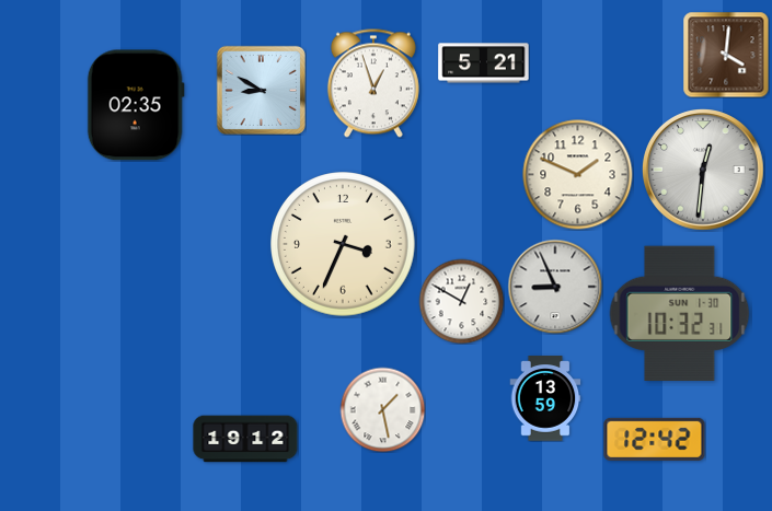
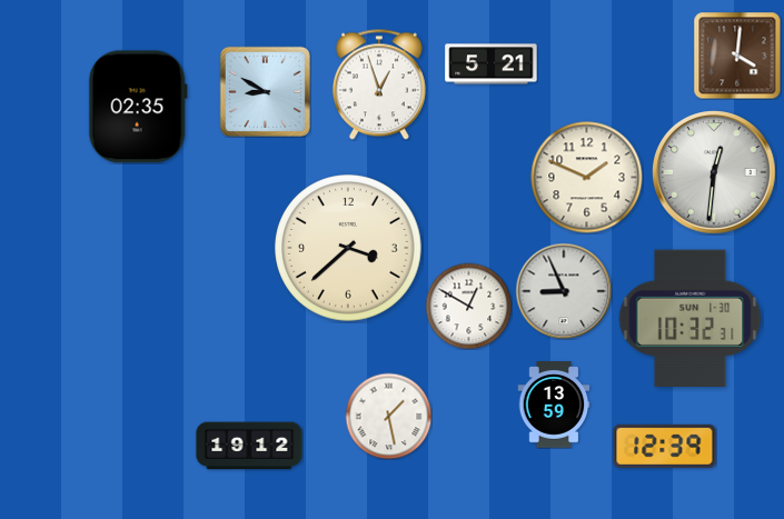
clock at (343, 244): 3:34 -> 3:38
clock at (655, 439): 12:42 -> 12:39
